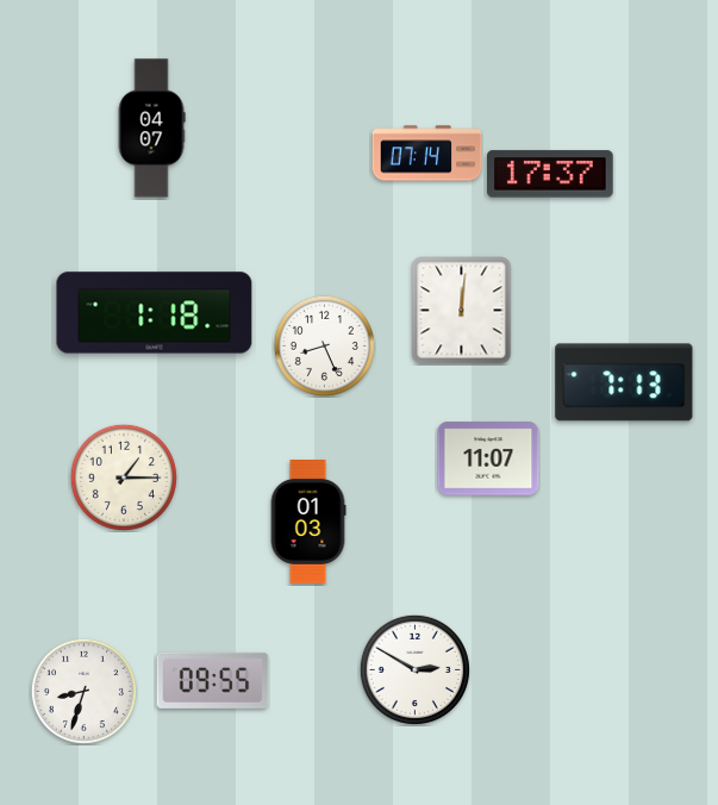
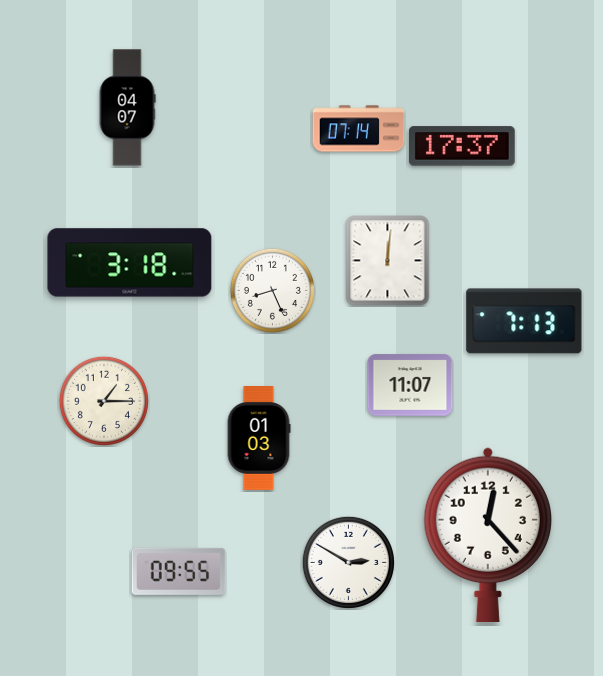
clock at (155, 313): 1:18 -> 3:18
clock at (488, 535): none -> 12:23
clock at (83, 691): 8:33 -> none
